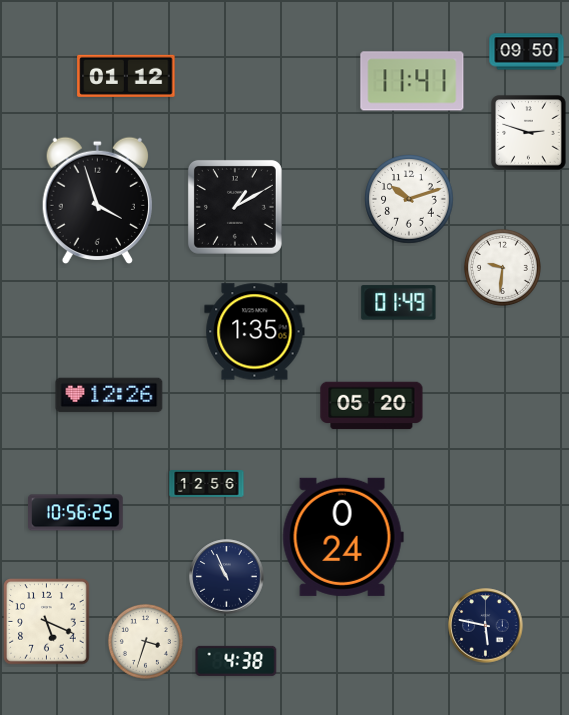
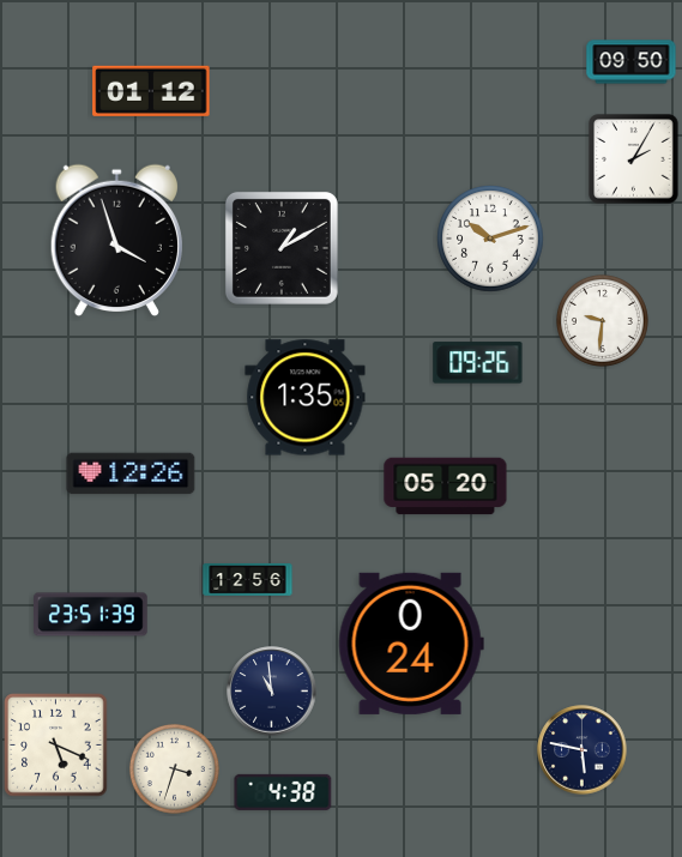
clock at (412, 81): 11:41 -> none
clock at (529, 133): 2:48 -> 2:05
clock at (399, 303): 01:49 -> 09:26
clock at (76, 513): 10:56 -> 23:51
clock at (227, 577): 10:56 -> 10:59
